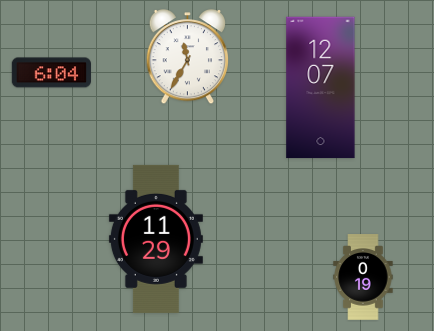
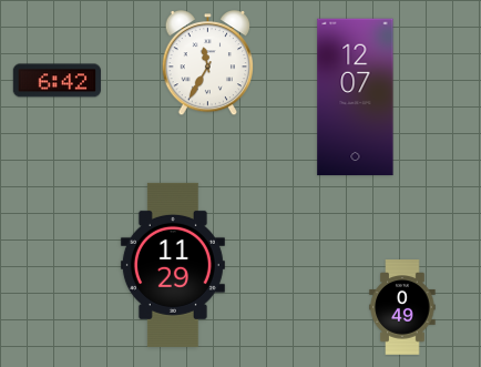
clock at (51, 73): 6:04 -> 6:42
clock at (363, 277): 0:19 -> 0:49
